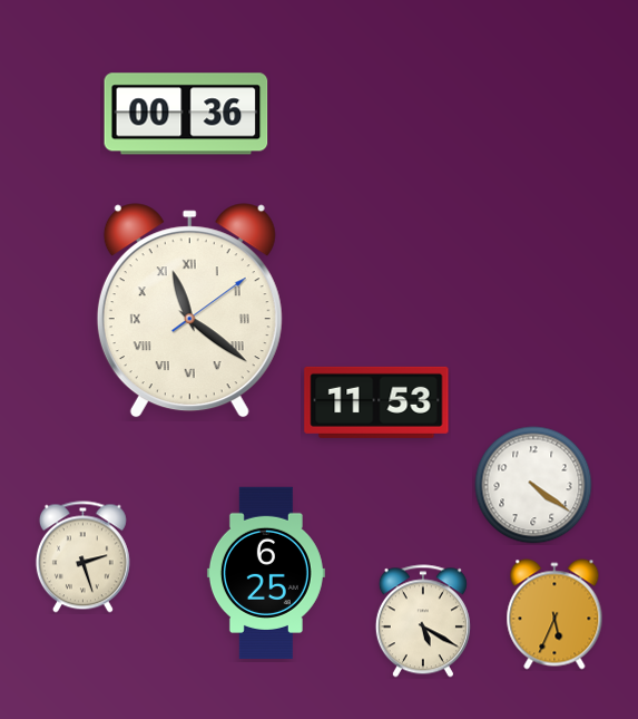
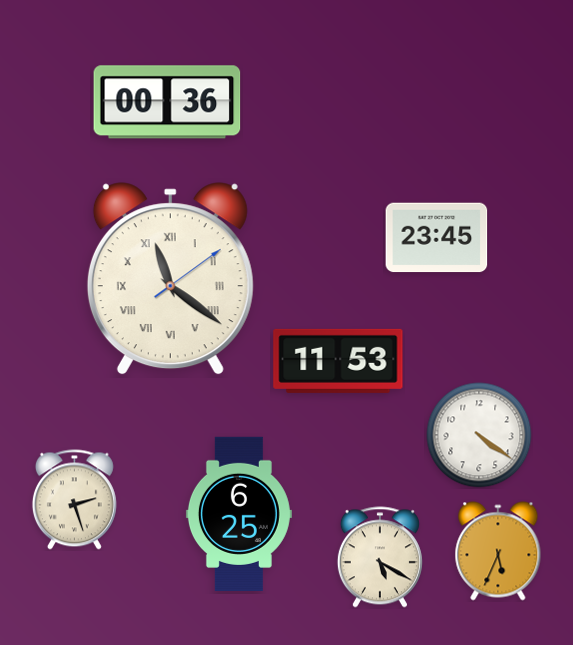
clock at (437, 238): none -> 23:45
